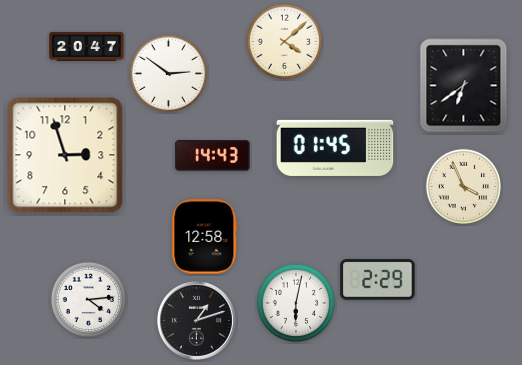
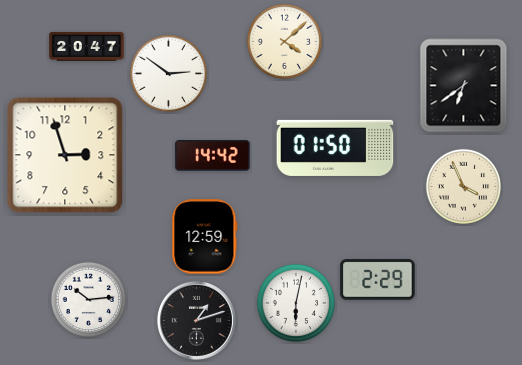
clock at (335, 148): 01:45 -> 01:50
clock at (213, 156): 14:43 -> 14:42
clock at (205, 237): 12:58 -> 12:59
clock at (88, 299): 4:14 -> 10:14
